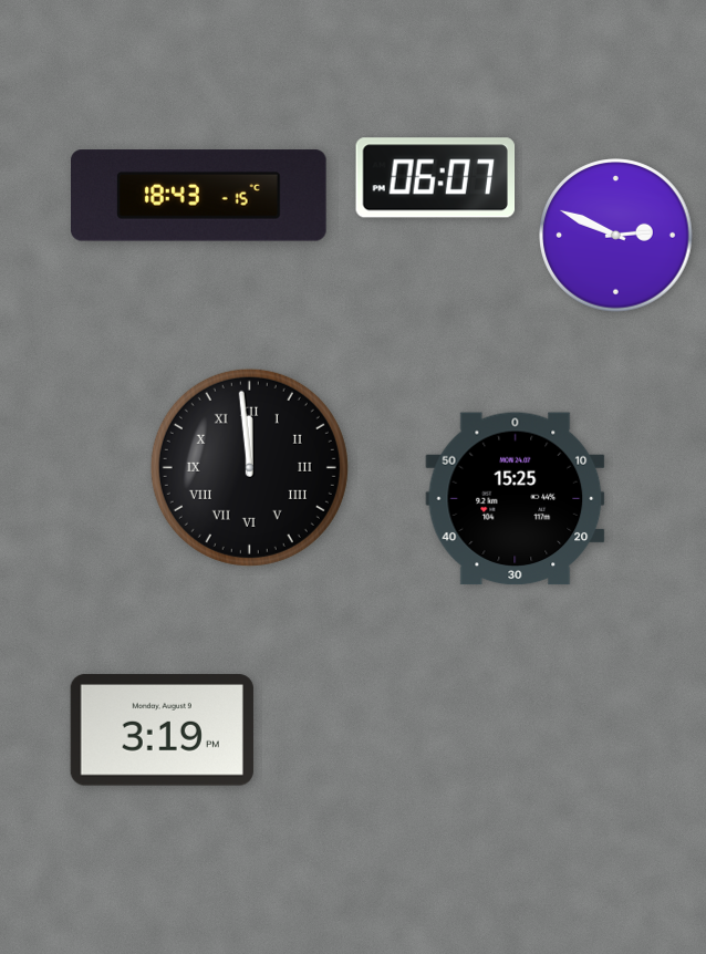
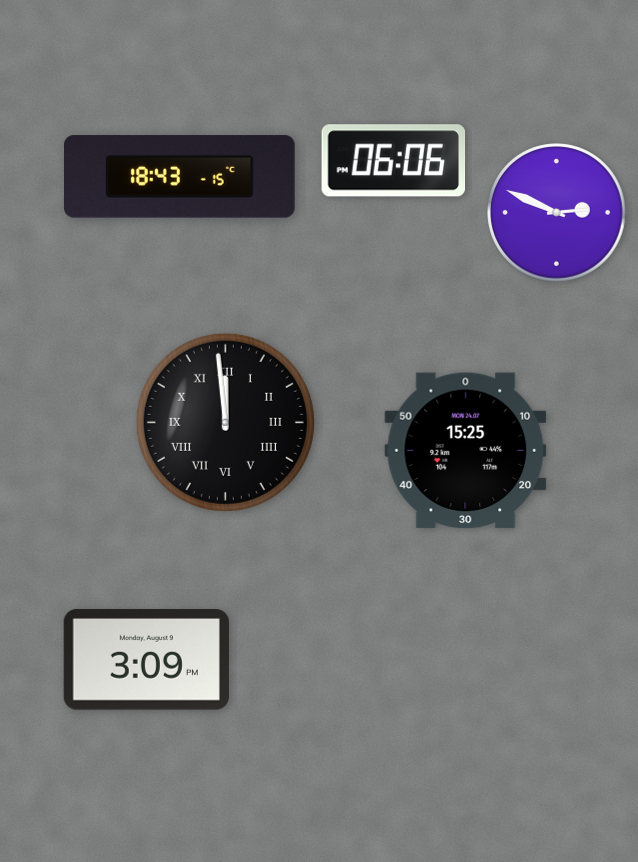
clock at (436, 178): 06:07 -> 06:06
clock at (162, 730): 3:19 -> 3:09
